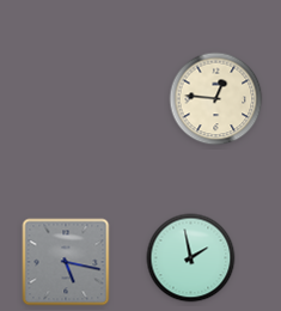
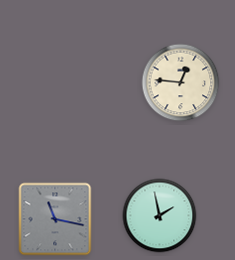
clock at (66, 262): 5:17 -> 11:17
